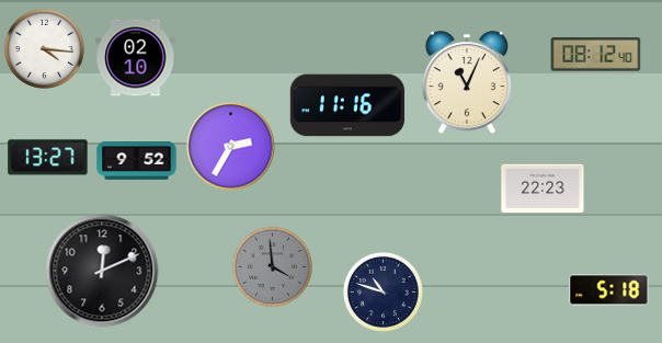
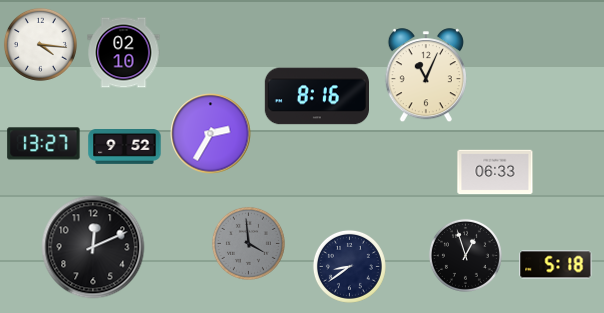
clock at (596, 55): 08:12 -> none
clock at (346, 105): 11:16 -> 8:16
clock at (543, 188): 22:23 -> 06:33
clock at (465, 255): none -> 12:57
clock at (383, 291): 10:48 -> 8:39
